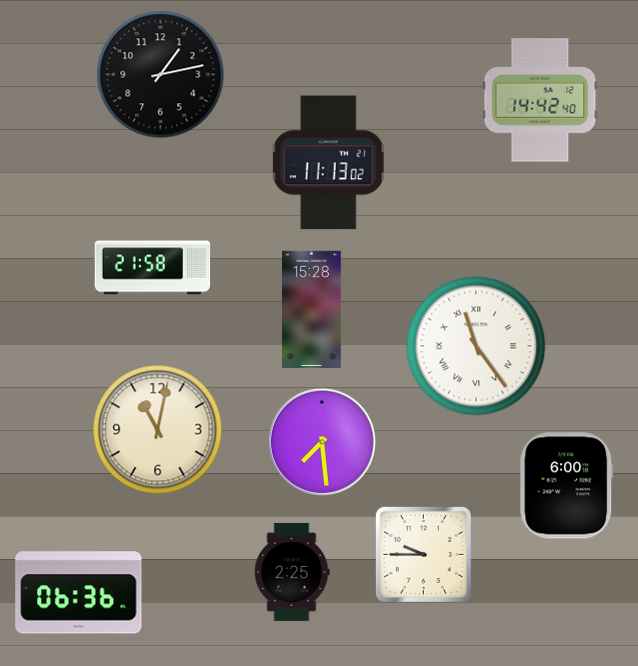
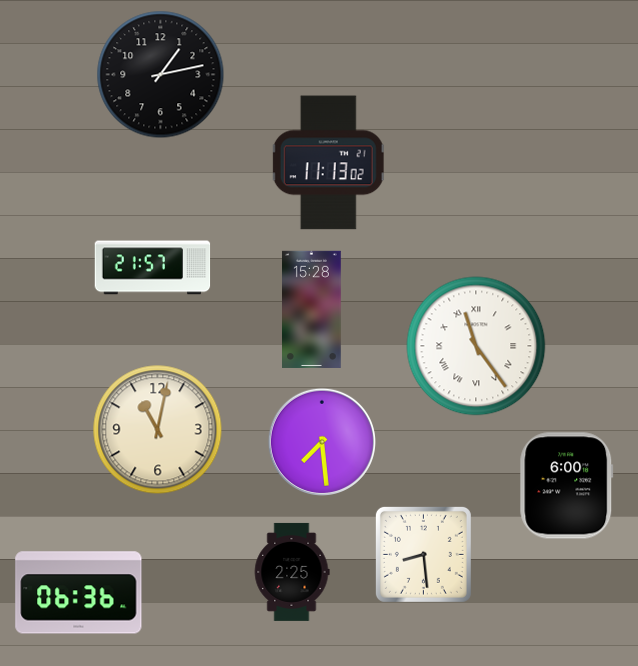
clock at (540, 100): 14:42 -> none
clock at (153, 268): 21:58 -> 21:57
clock at (423, 554): 9:45 -> 8:29
